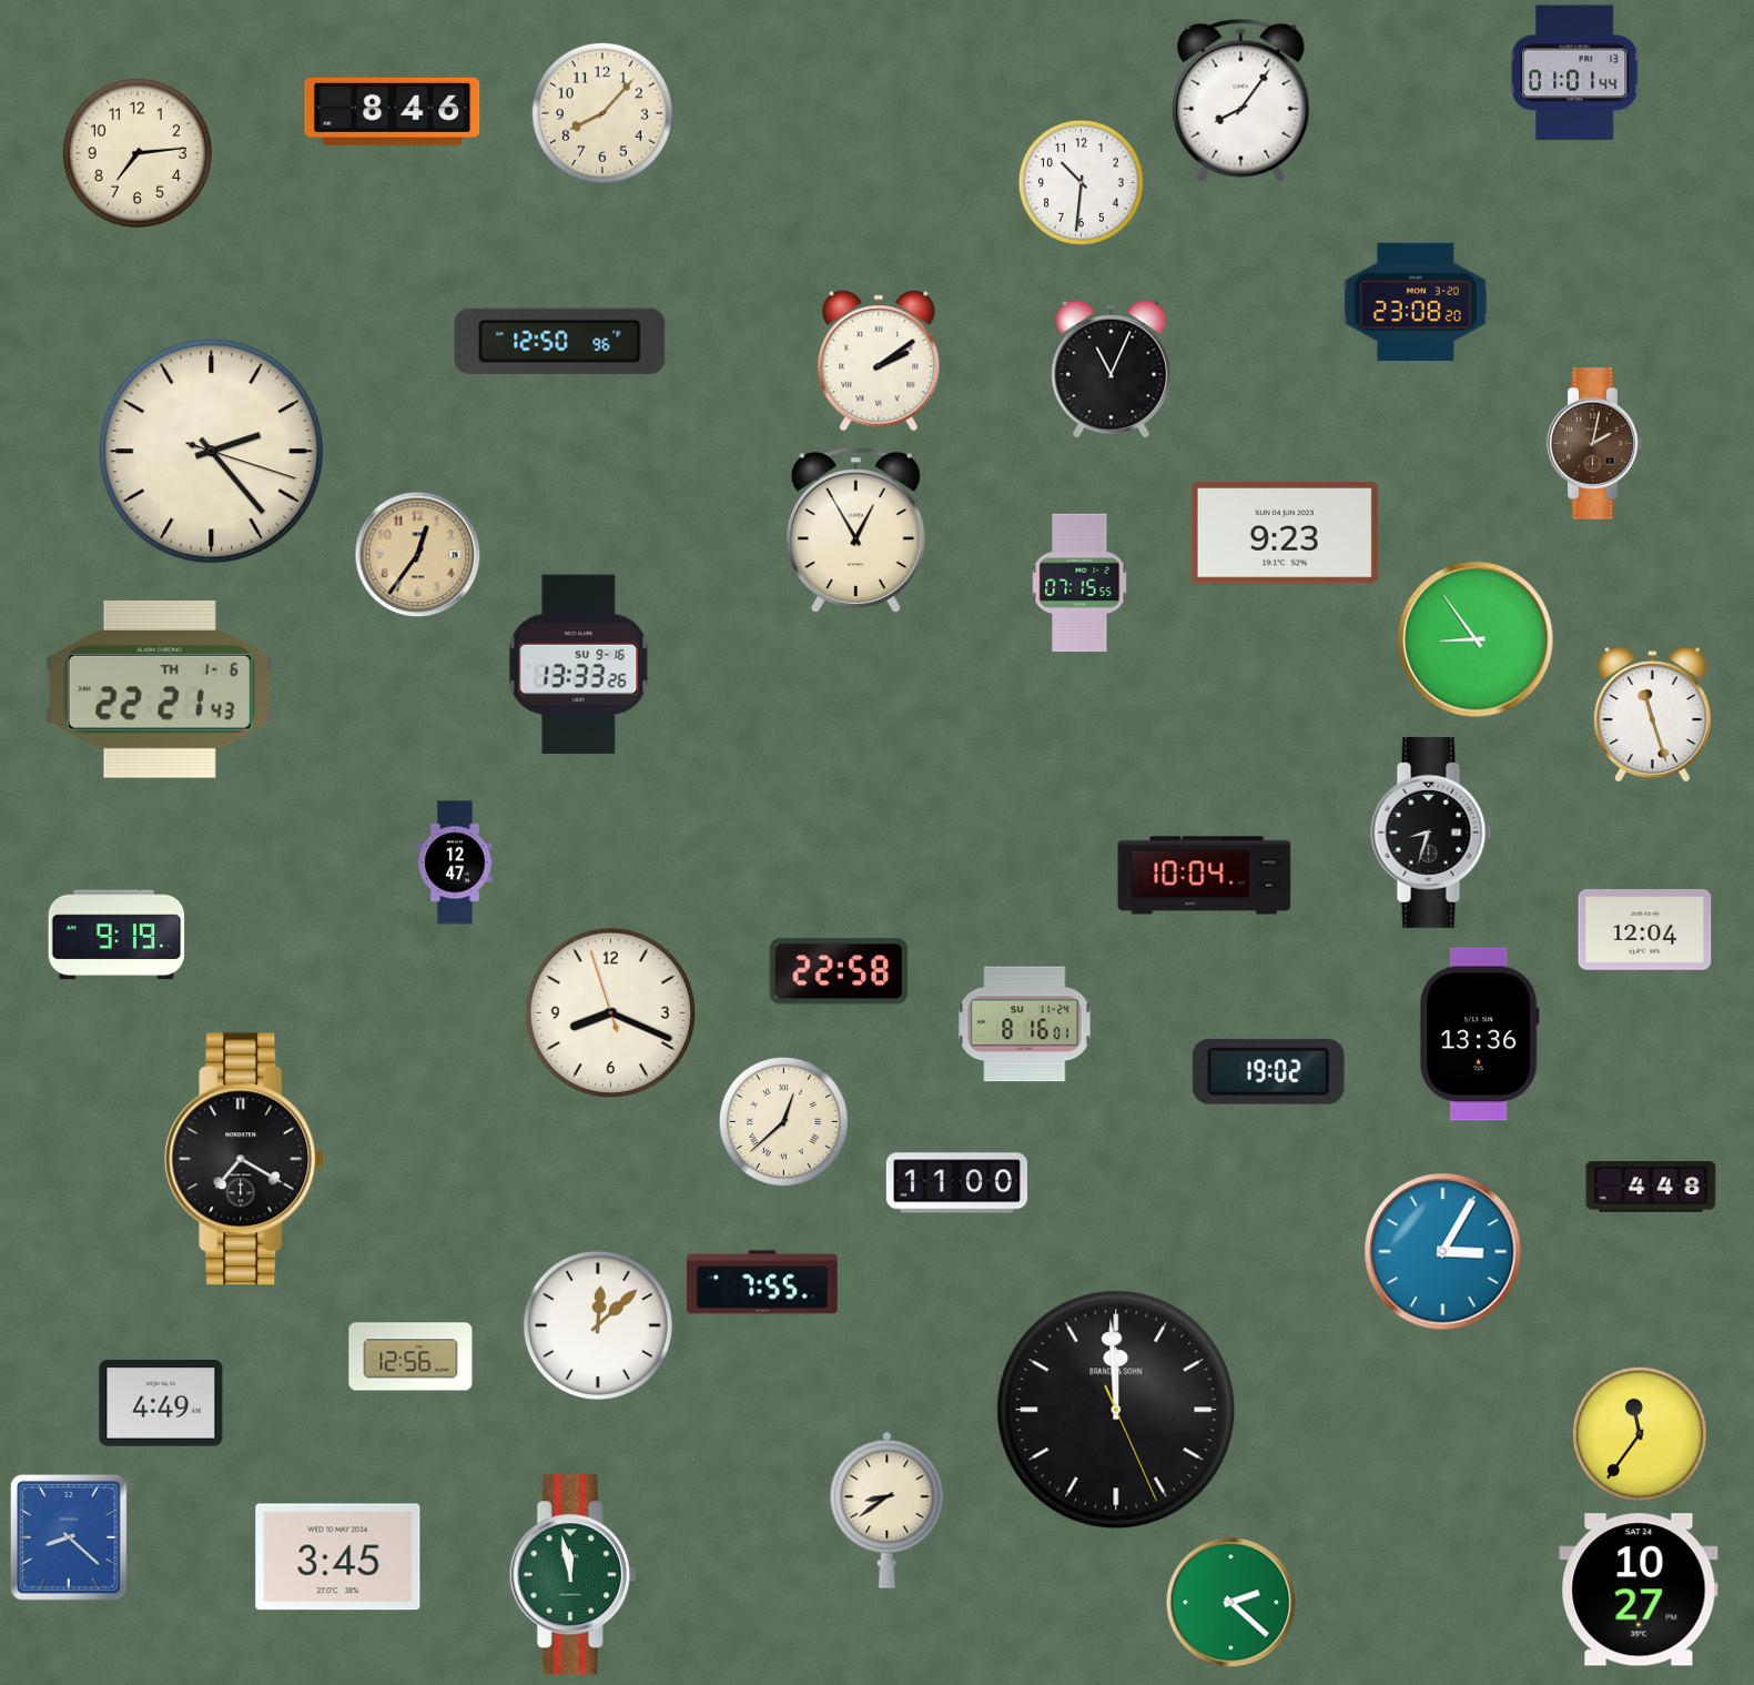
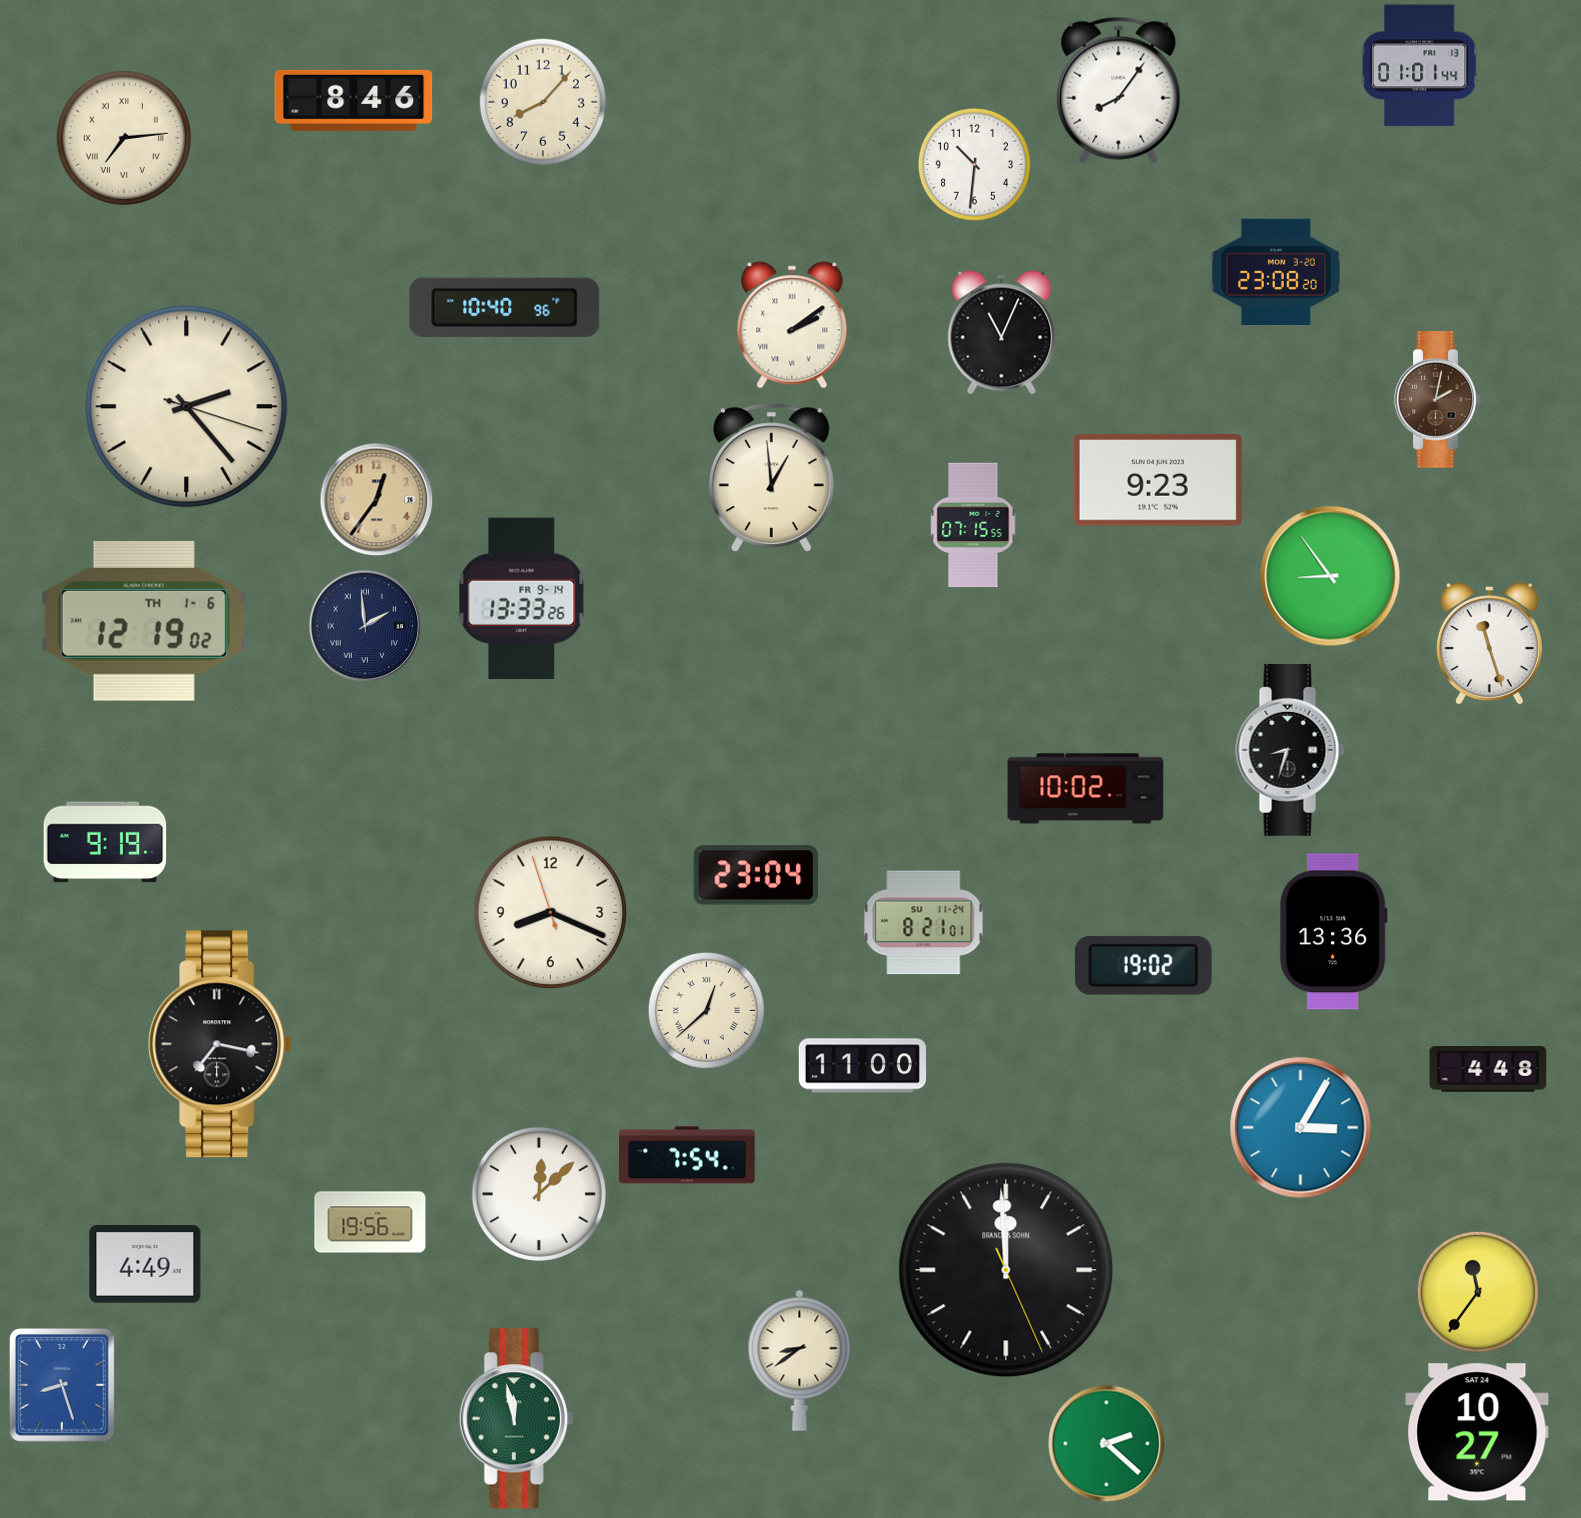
clock at (138, 153) numerals: Arabic -> Roman
clock at (560, 341): 12:50 -> 10:40
clock at (212, 452) position: (212, 452) -> (187, 407)
clock at (855, 529): 12:55 -> 12:59
clock at (579, 664) date: SU 9-16 -> FR 9-14
clock at (160, 689): 22:21 -> 12:19
clock at (365, 626): none -> 1:59
clock at (455, 862): 12:47 -> none
clock at (1205, 876): 10:04 -> 10:02
clock at (1645, 930): 12:04 -> none
clock at (838, 971): 22:58 -> 23:04
clock at (1025, 1025): 8:16 -> 8:21
clock at (244, 1159): 7:20 -> 7:17
clock at (762, 1282): 7:55 -> 7:54
clock at (410, 1356): 12:56 -> 19:56
clock at (69, 1537): 8:22 -> 8:27
clock at (338, 1557): 3:45 -> none
clock at (1231, 1603) position: (1231, 1603) -> (1107, 1444)
